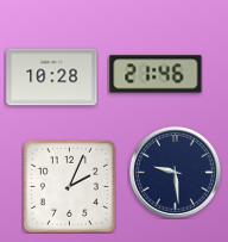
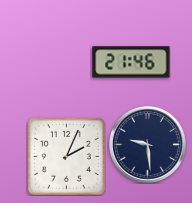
clock at (52, 77): 10:28 -> none
clock at (69, 186) position: (69, 186) -> (66, 156)
